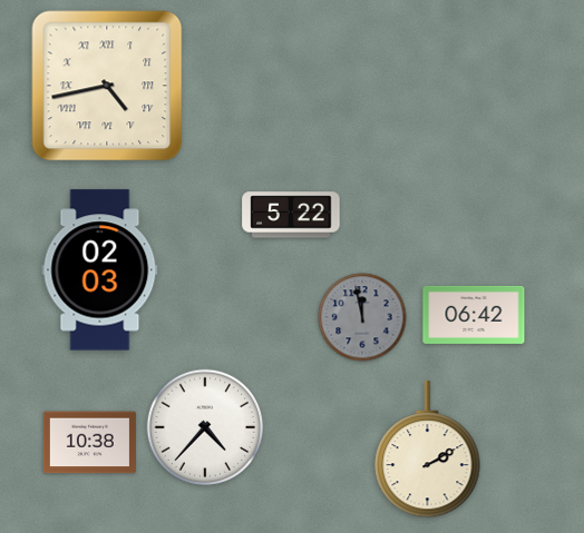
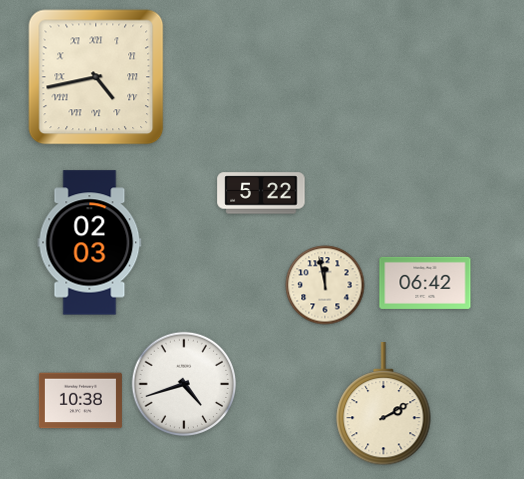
clock at (362, 317) dial: grey -> cream
clock at (205, 427): 4:37 -> 4:42
clock at (89, 443) position: (89, 443) -> (80, 401)
